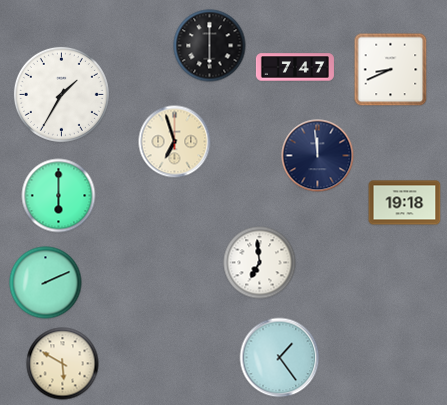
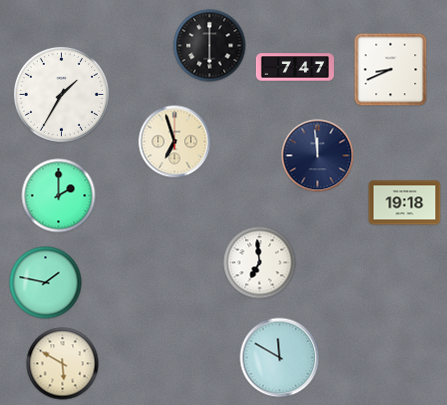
clock at (59, 196): 6:00 -> 2:00
clock at (46, 283): 2:11 -> 1:47
clock at (280, 358): 1:24 -> 11:50
